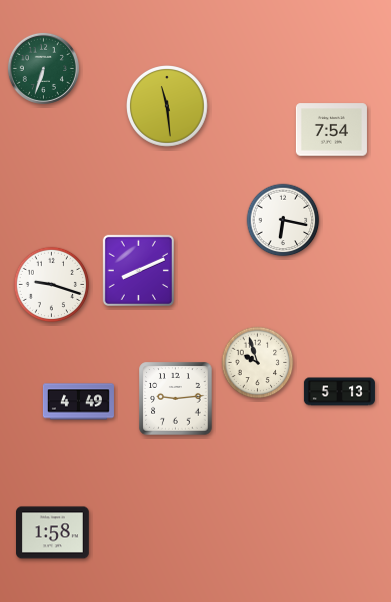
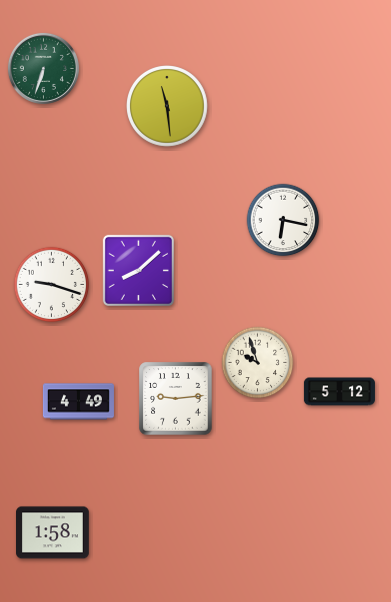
clock at (331, 130): 7:54 -> none
clock at (138, 270): 8:11 -> 8:08
clock at (339, 392): 5:13 -> 5:12
